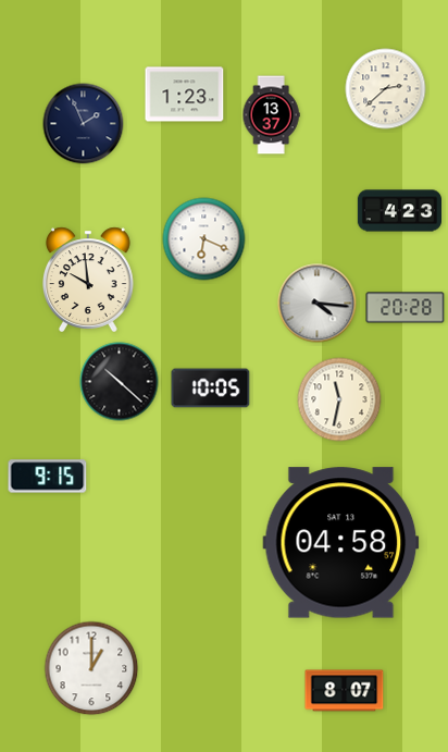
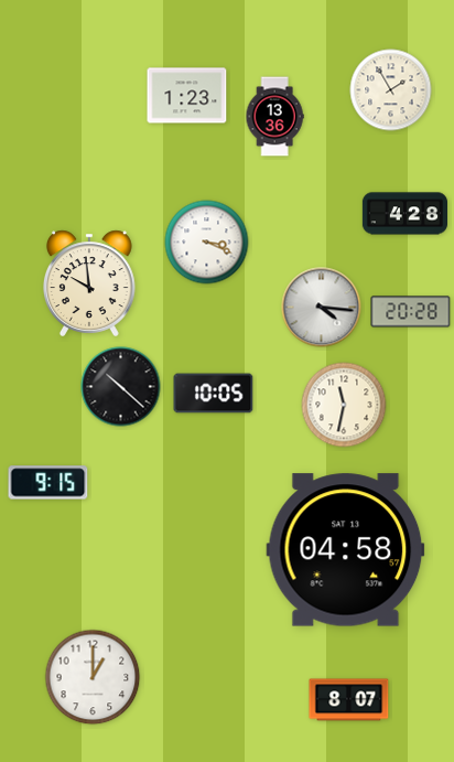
clock at (386, 89): 2:38 -> 1:55
clock at (271, 115): 13:37 -> 13:36
clock at (84, 124): 1:56 -> none
clock at (399, 211): 4:23 -> 4:28
clock at (204, 239): 6:19 -> 3:19
